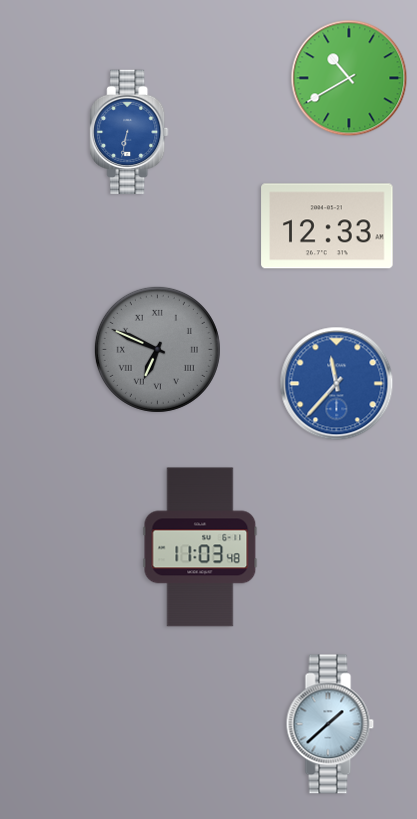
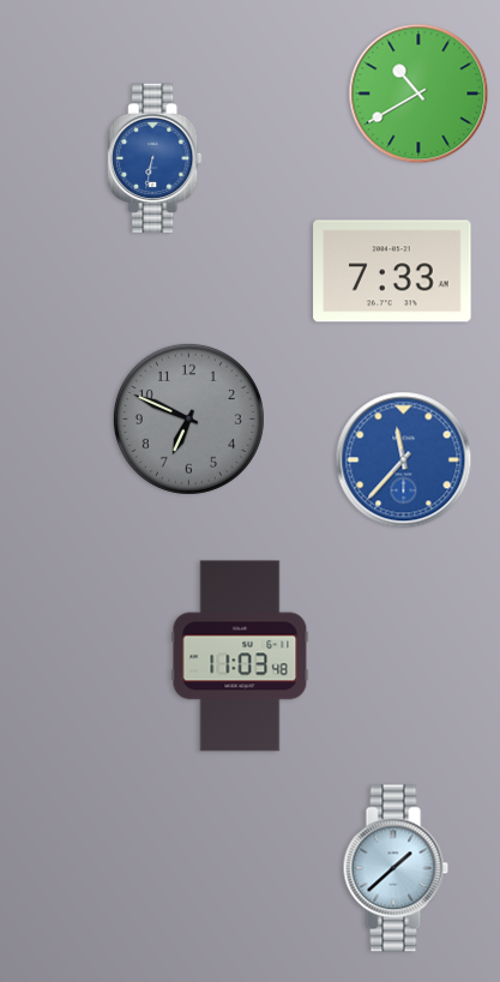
clock at (327, 226): 12:33 -> 7:33
clock at (157, 349) numerals: Roman -> Arabic
